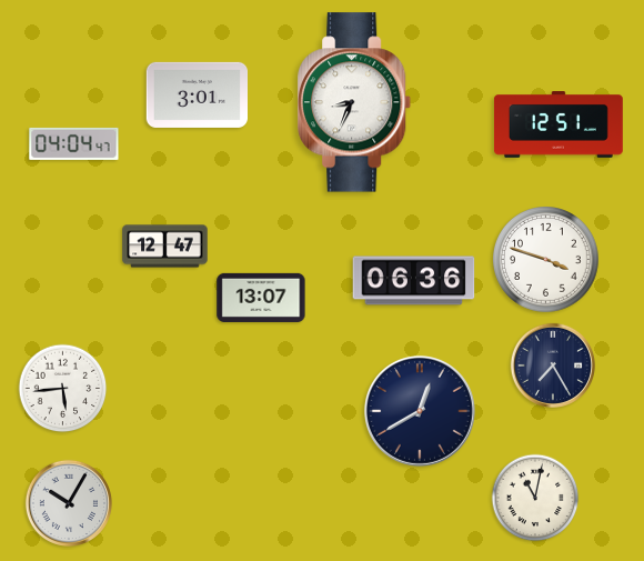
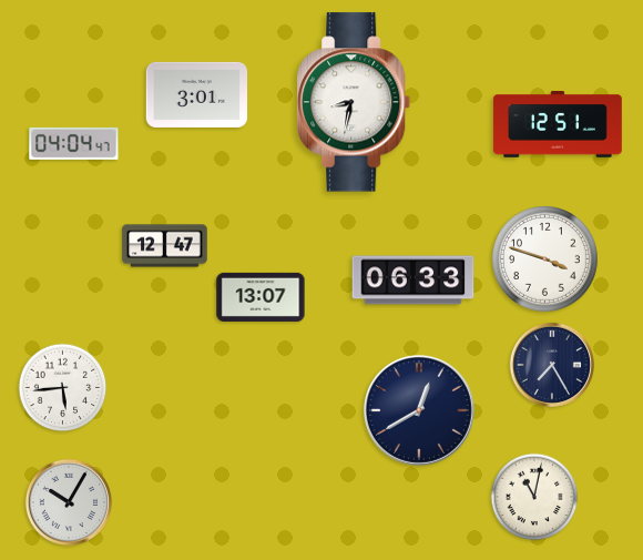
clock at (355, 102): 8:34 -> 8:32
clock at (414, 281): 06:36 -> 06:33
